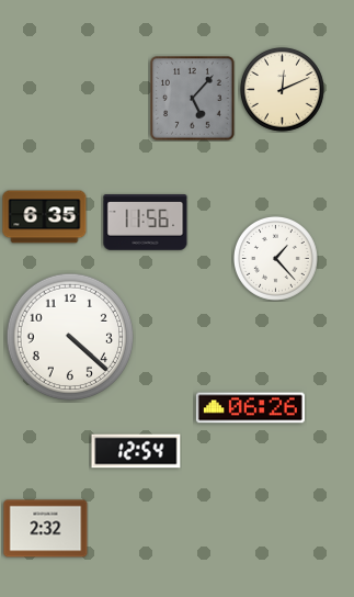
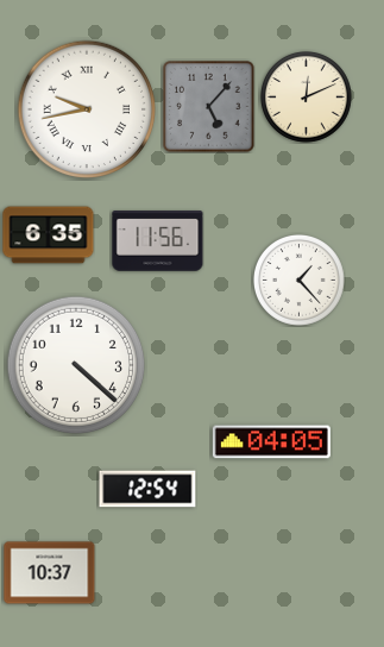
clock at (87, 109): none -> 9:43
clock at (250, 408): 06:26 -> 04:05
clock at (46, 529): 2:32 -> 10:37
